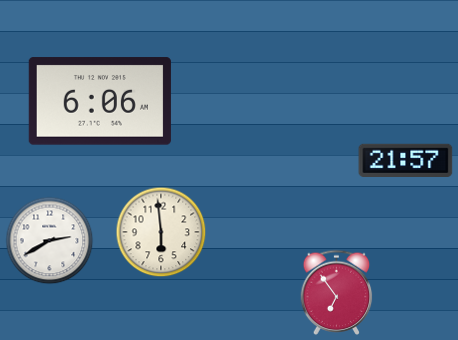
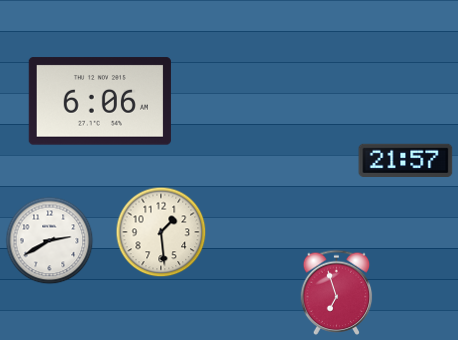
clock at (161, 232): 5:59 -> 1:29
clock at (337, 292): 6:54 -> 6:57
